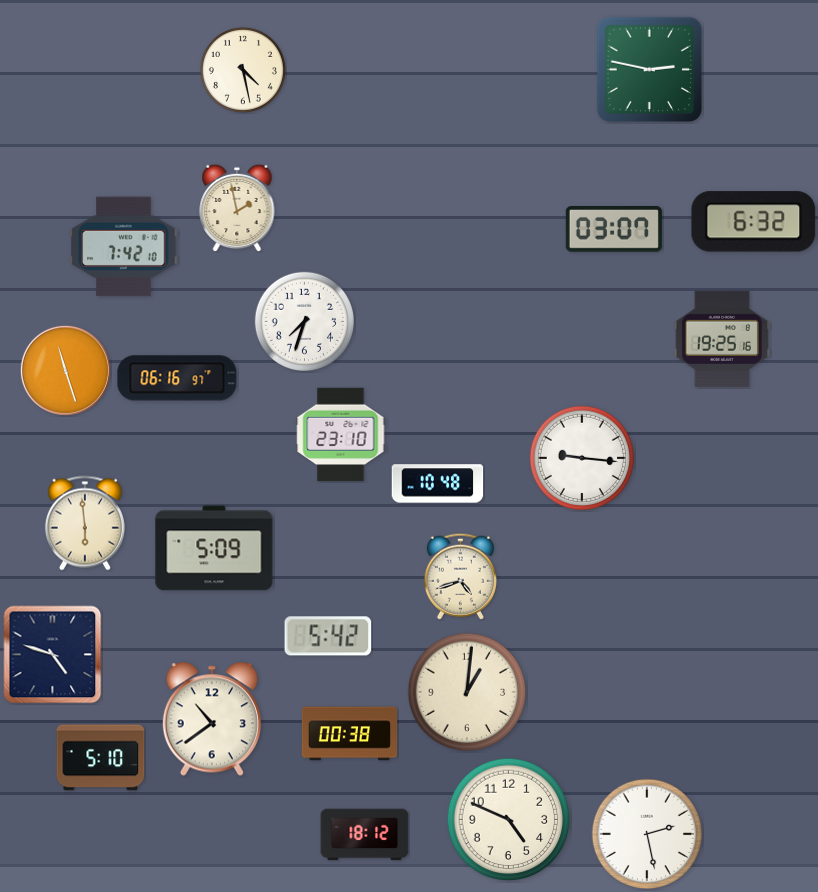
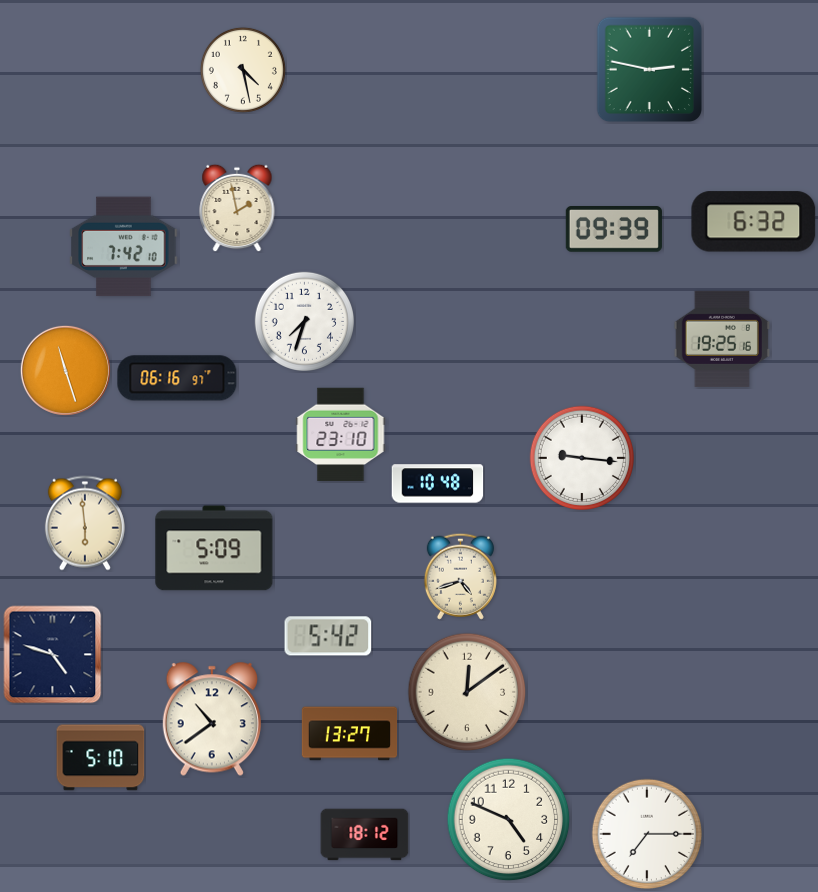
clock at (614, 230): 03:07 -> 09:39
clock at (467, 692): 1:01 -> 12:09
clock at (350, 734): 00:38 -> 13:27
clock at (647, 834): 2:28 -> 7:15
